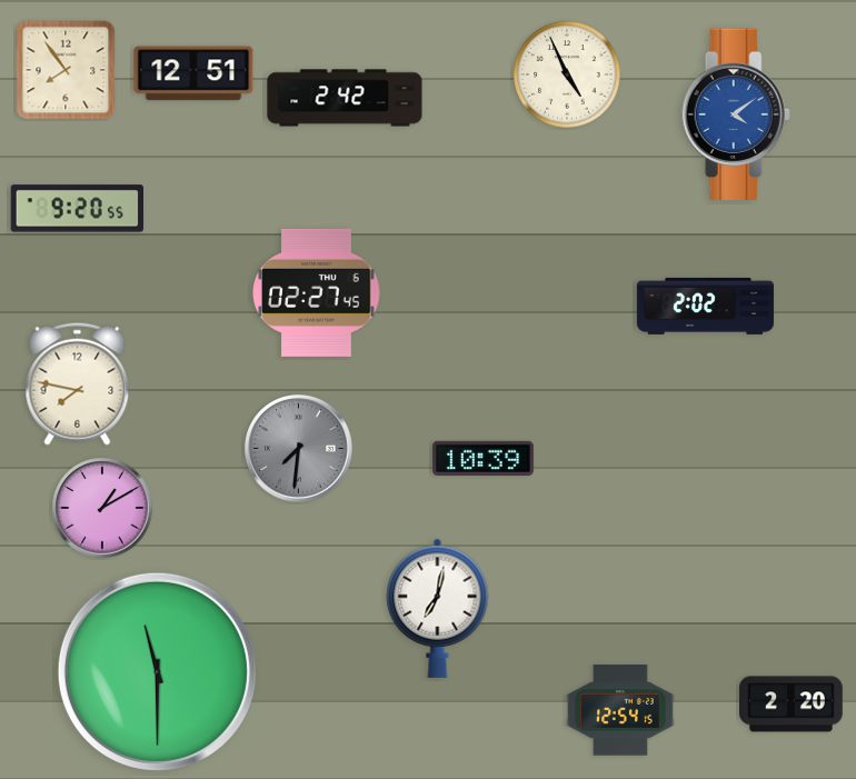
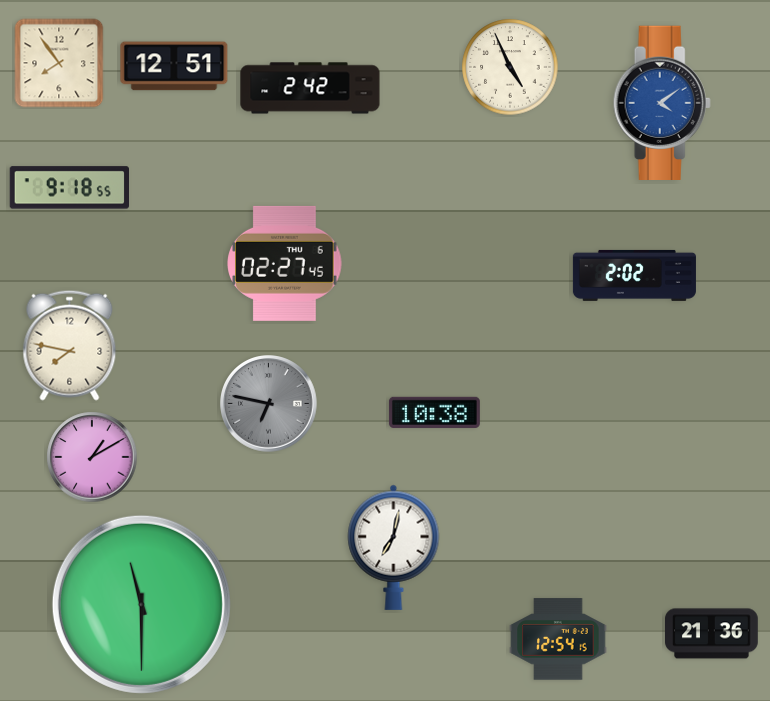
clock at (77, 209): 9:20 -> 9:18
clock at (299, 449): 7:31 -> 6:47
clock at (482, 458): 10:39 -> 10:38
clock at (792, 705): 2:20 -> 21:36
